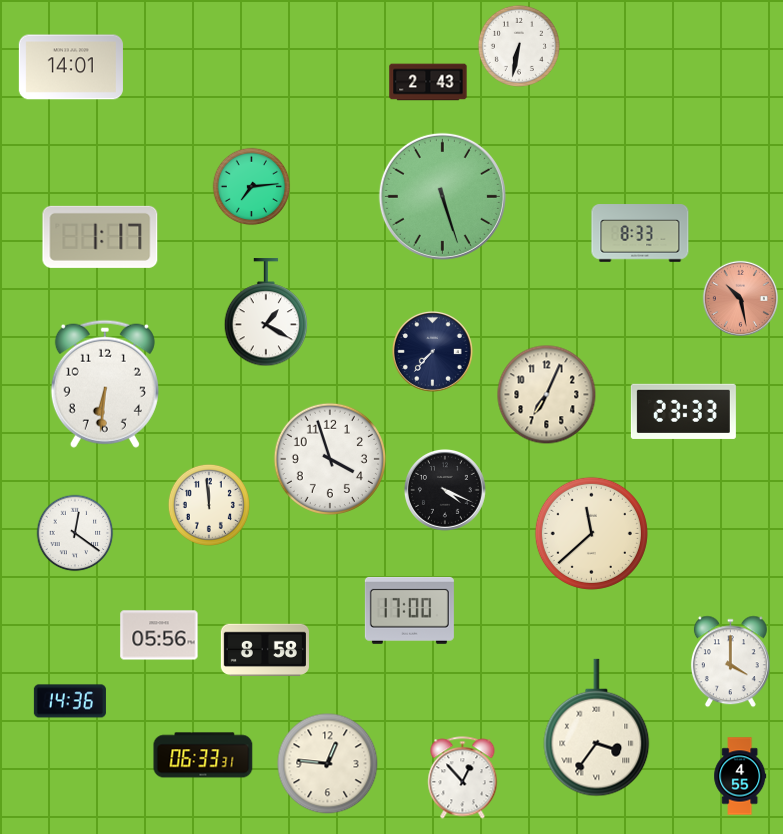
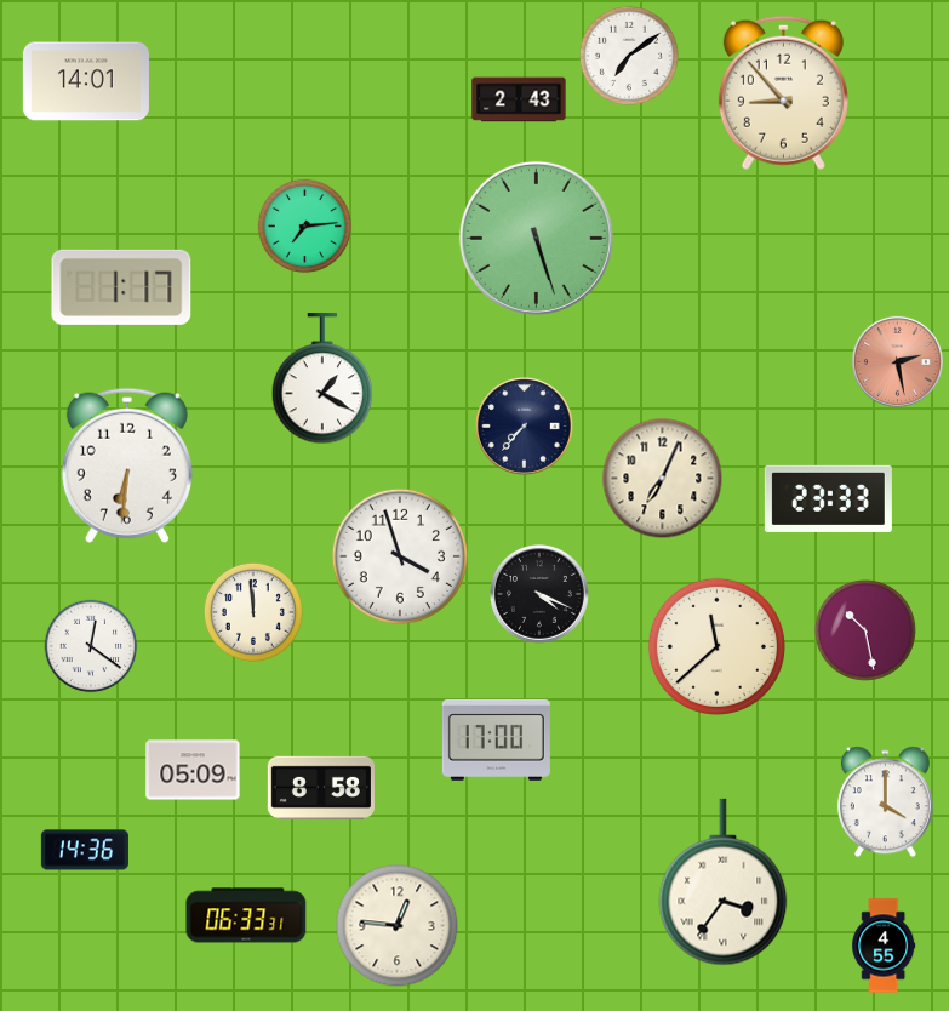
clock at (519, 46): 6:32 -> 7:09
clock at (783, 92): none -> 8:53
clock at (640, 233): 8:33 -> none
clock at (740, 298): 10:28 -> 2:28
clock at (865, 630): none -> 10:28
clock at (159, 635): 05:56 -> 05:09
clock at (740, 776) position: (740, 776) -> (884, 946)
clock at (463, 778): 12:53 -> none
